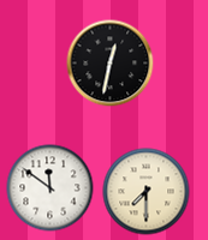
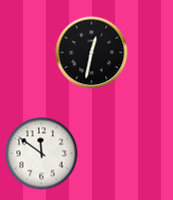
clock at (50, 188) position: (50, 188) -> (42, 154)
clock at (147, 192): 7:30 -> none
